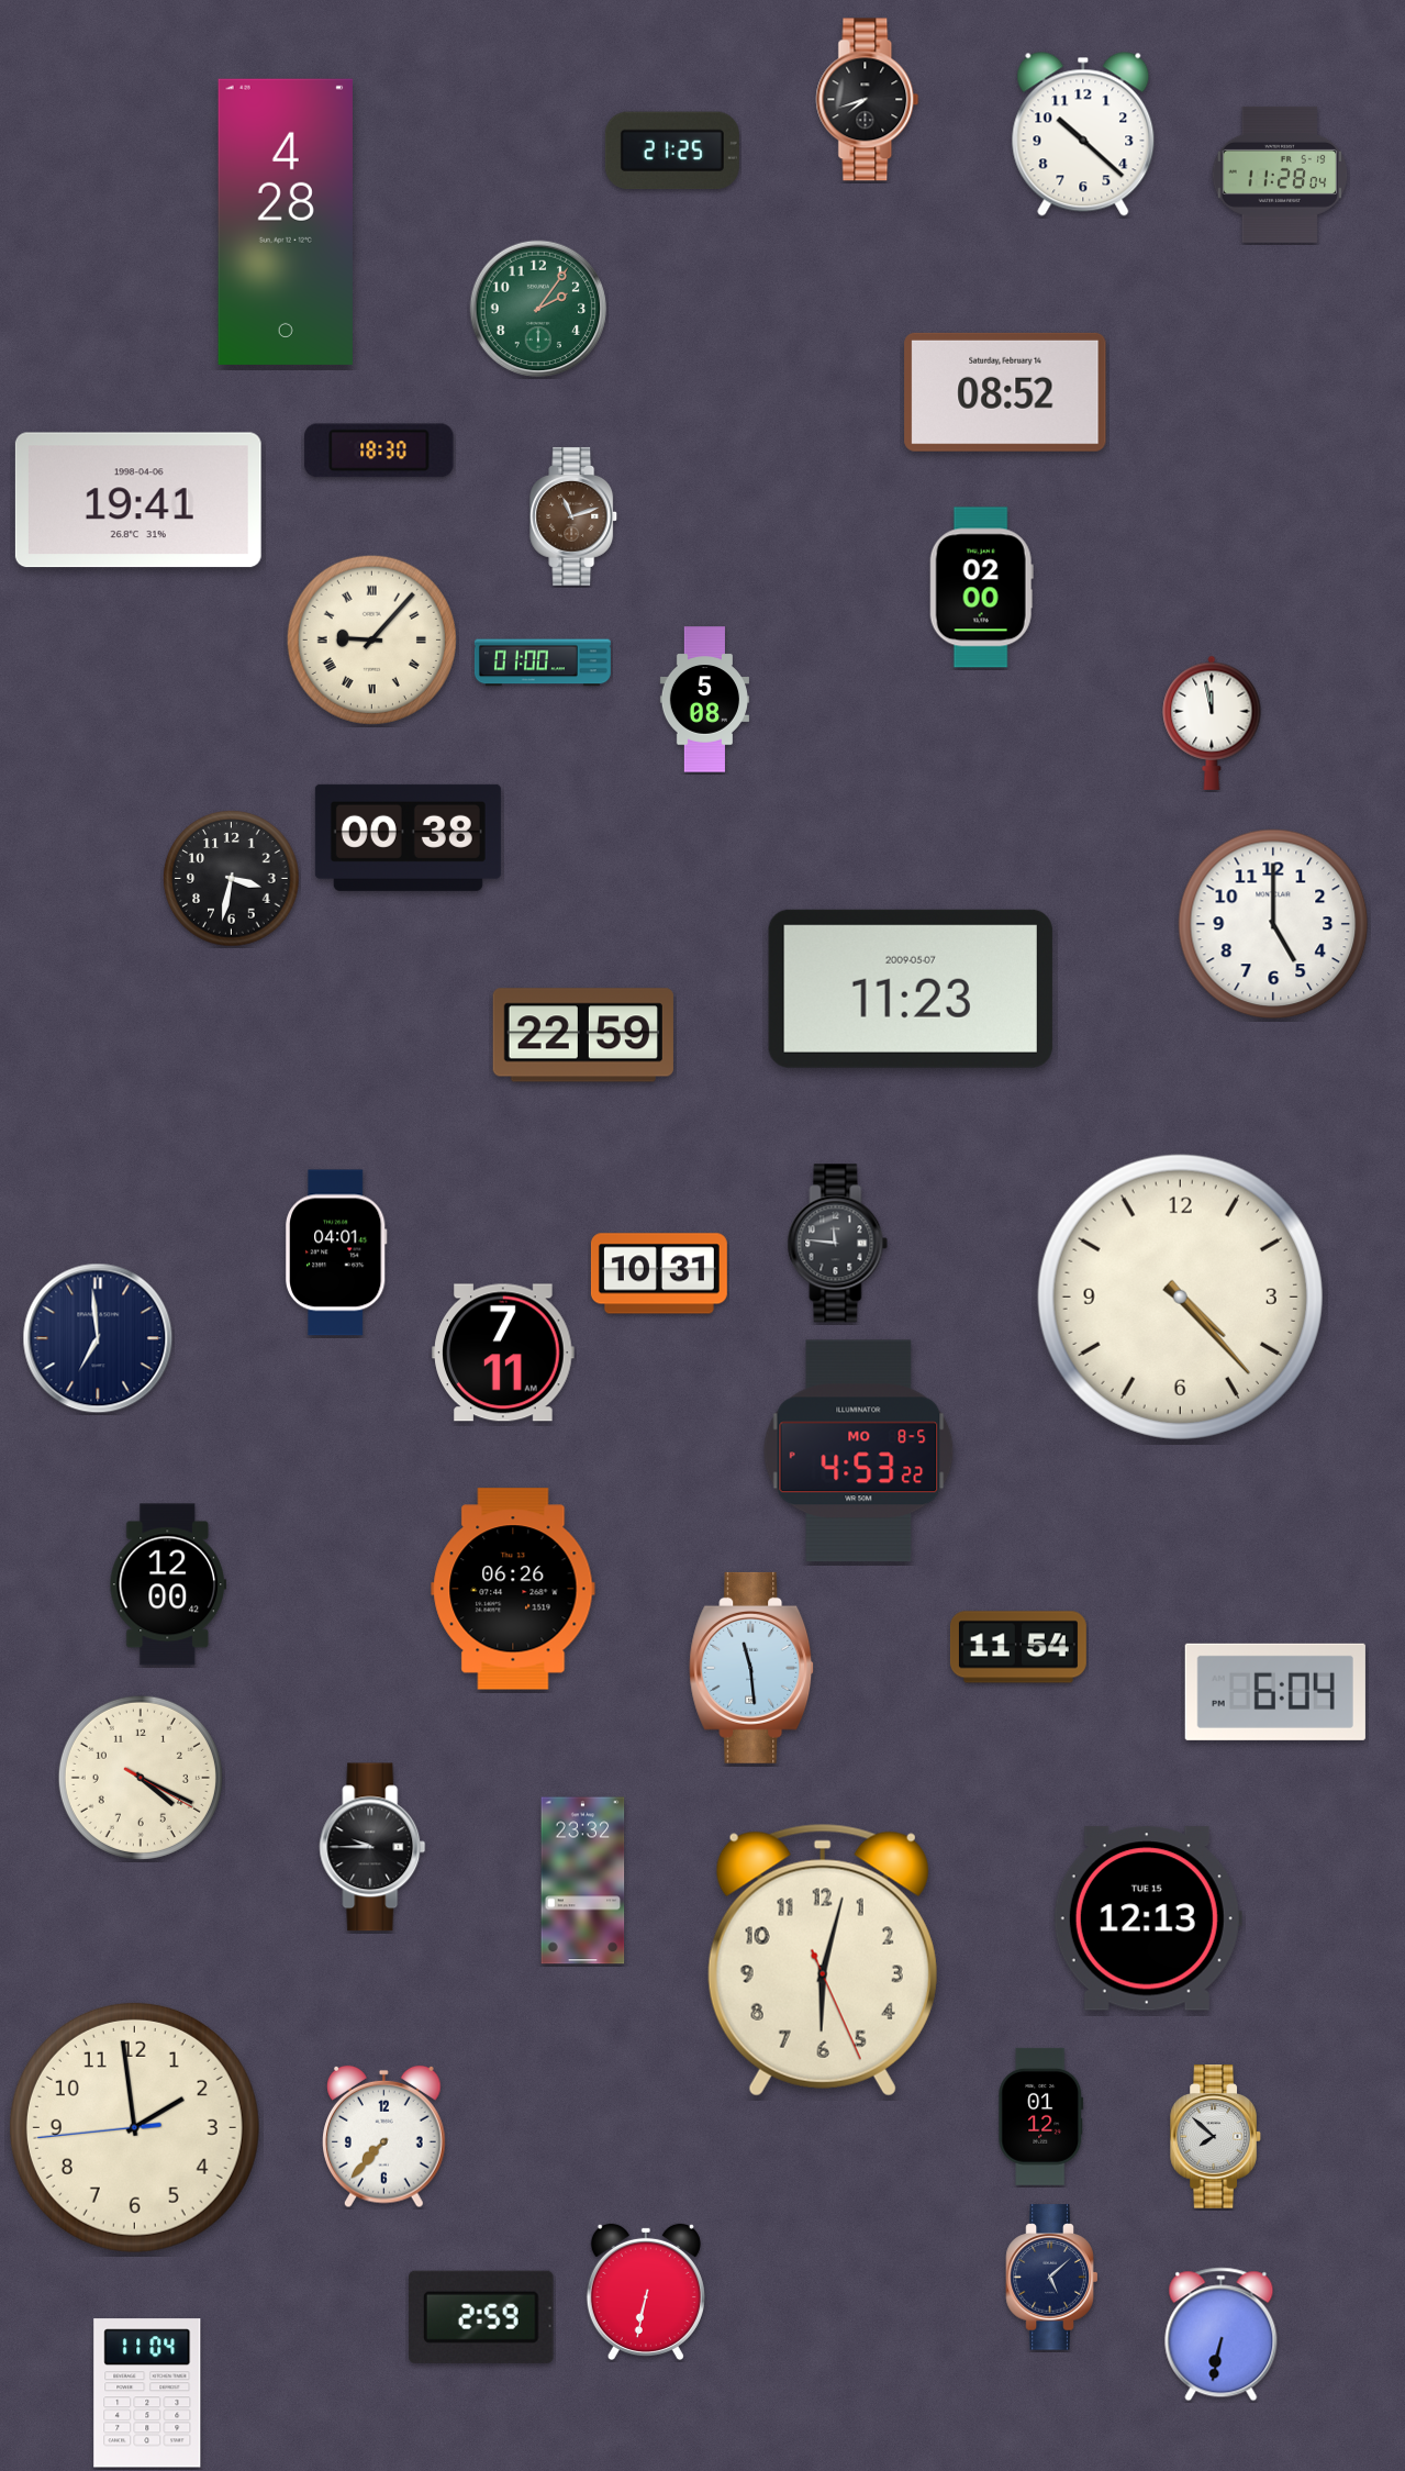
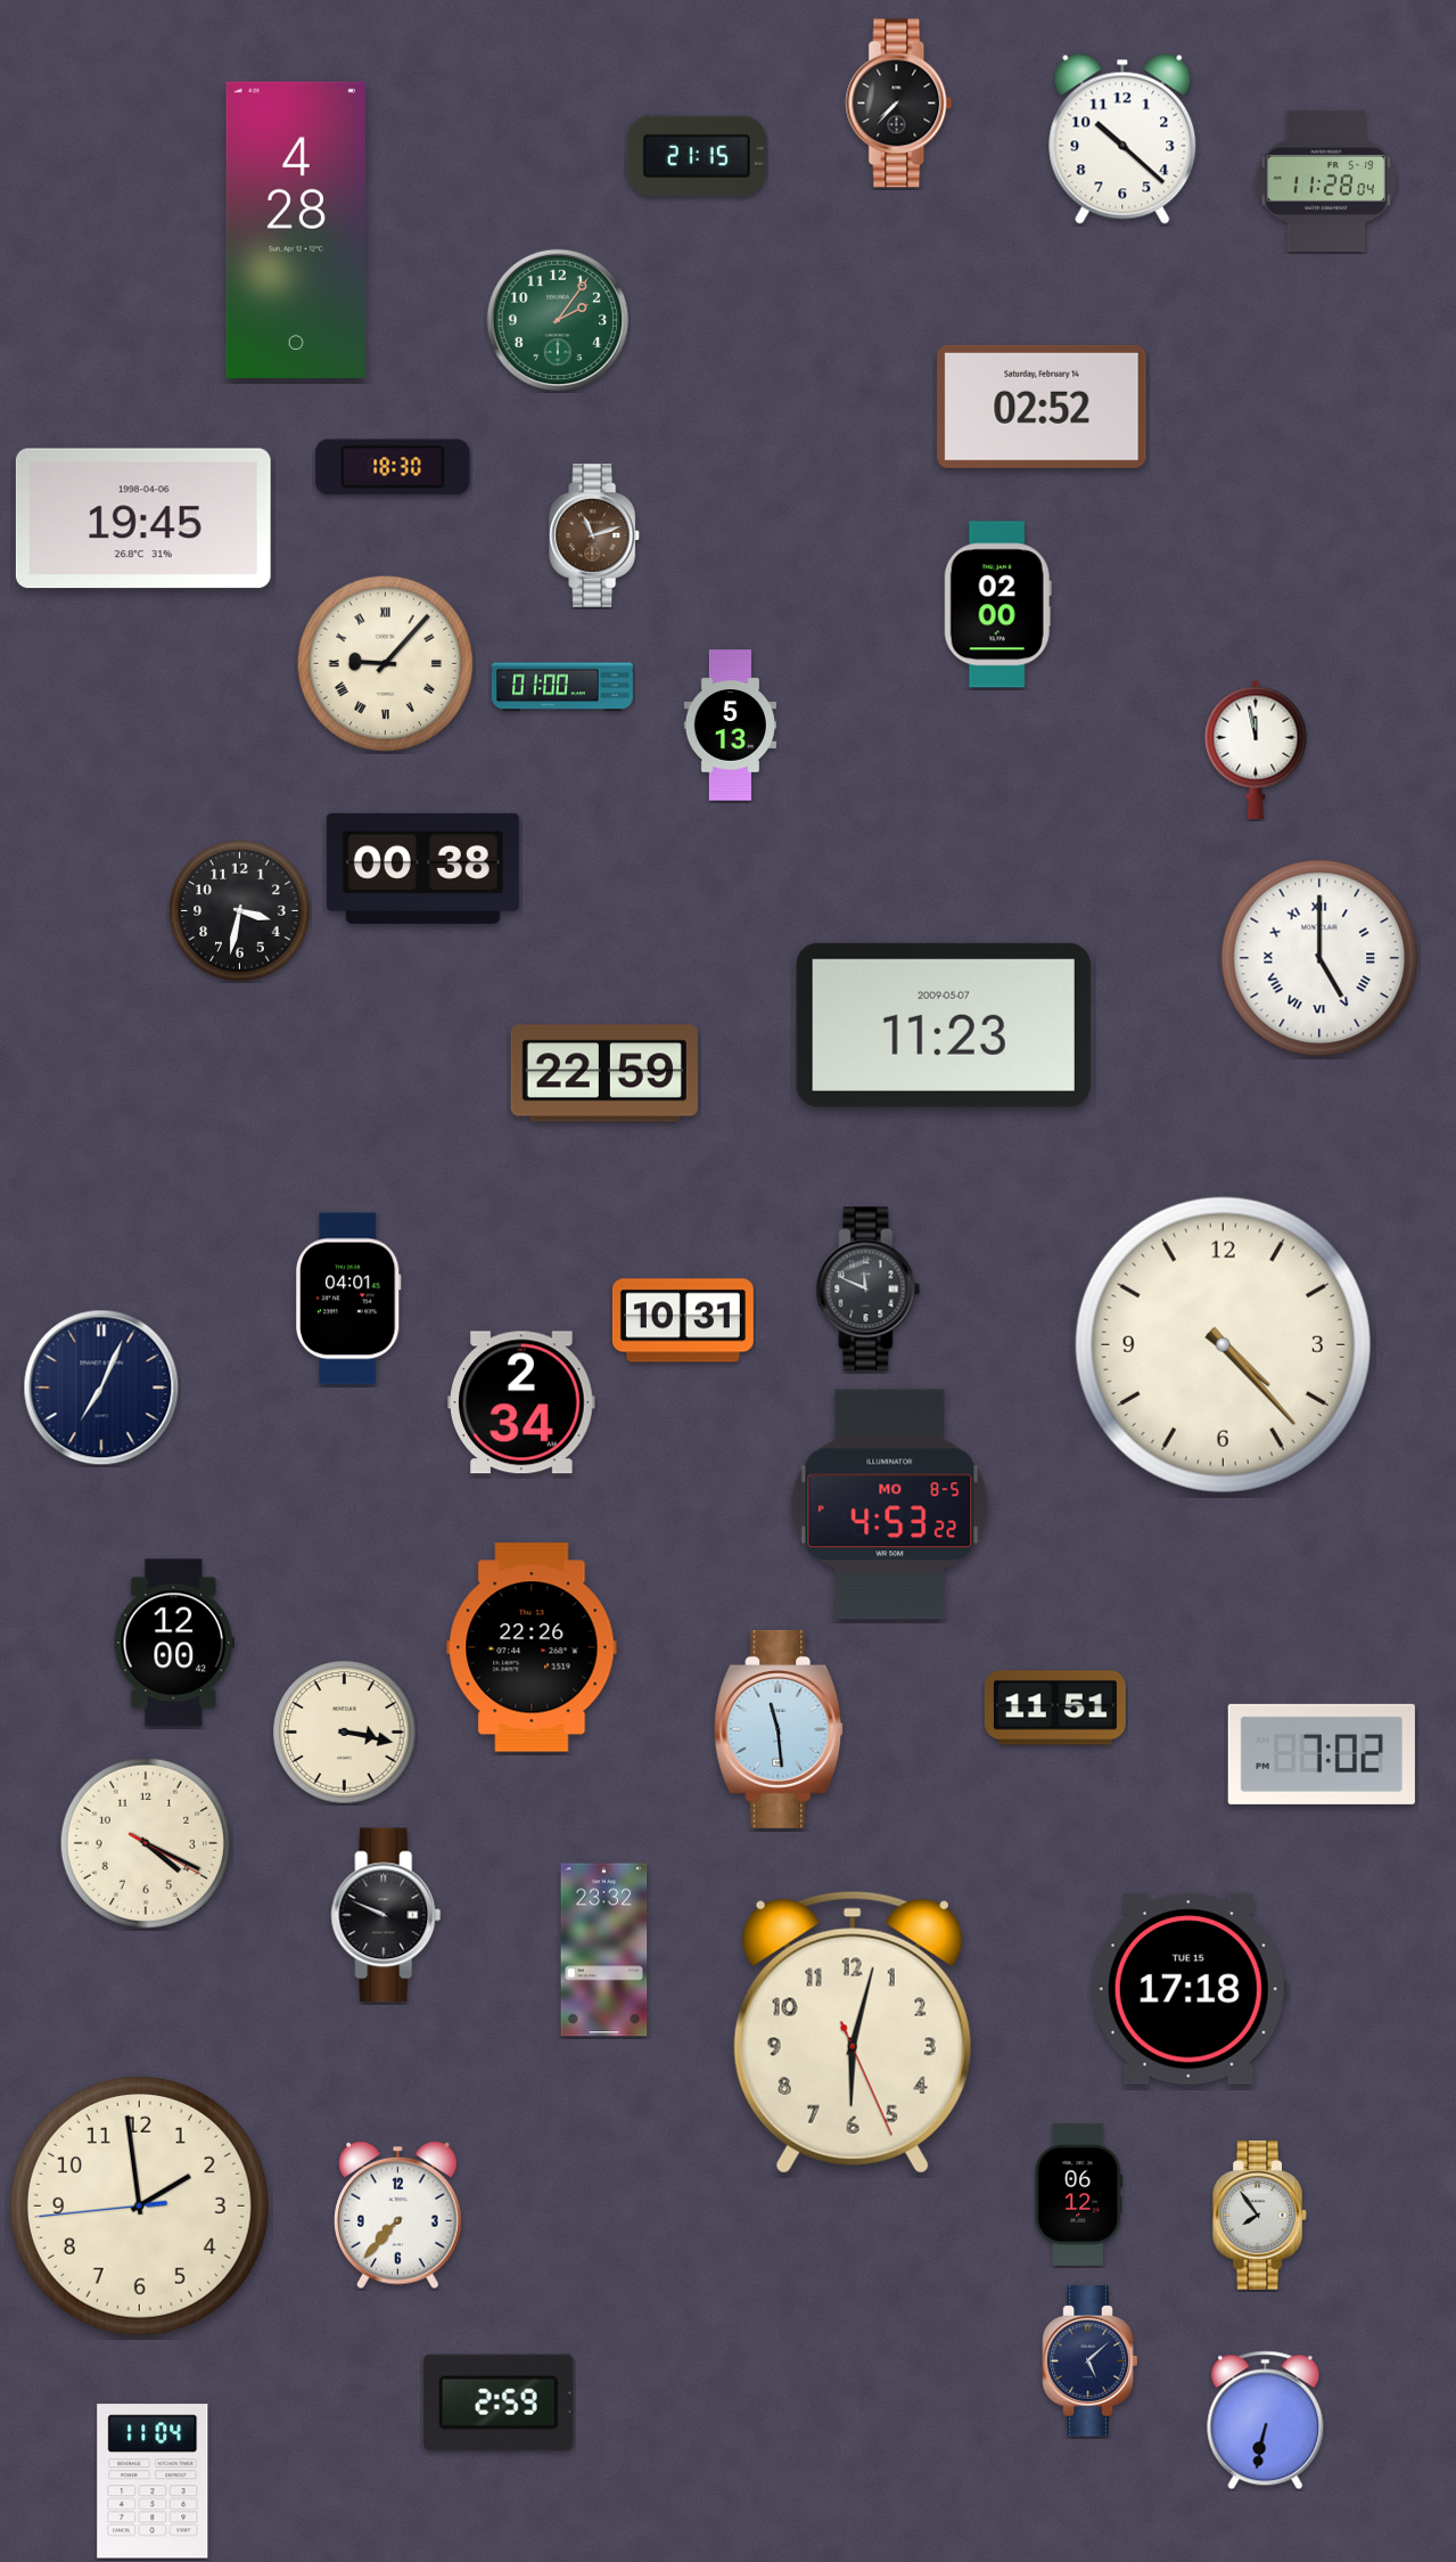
clock at (868, 100): 7:42 -> 7:37
clock at (672, 151): 21:25 -> 21:15
clock at (1005, 392): 08:52 -> 02:52
clock at (138, 500): 19:41 -> 19:45
clock at (981, 588) position: (981, 588) -> (997, 605)
clock at (704, 700): 5:08 -> 5:13
clock at (1273, 924) numerals: Arabic -> Roman
clock at (838, 1244): 11:46 -> 11:49
clock at (98, 1338): 6:59 -> 7:04
clock at (503, 1353): 7:11 -> 2:34
clock at (513, 1589): 06:26 -> 22:26
clock at (1018, 1647): 11:54 -> 11:51
clock at (345, 1733): none -> 3:17
clock at (1275, 1692): 6:04 -> 7:02
clock at (372, 1847): 9:45 -> 9:49
clock at (1148, 1918): 12:13 -> 17:18
clock at (1041, 2116): 01:12 -> 06:12
clock at (1216, 2137): 7:52 -> 7:54
clock at (646, 2292): 6:32 -> none
